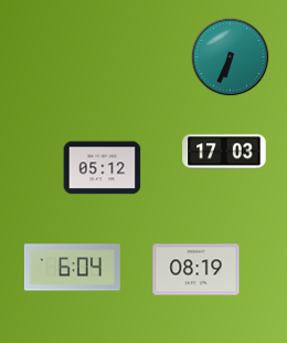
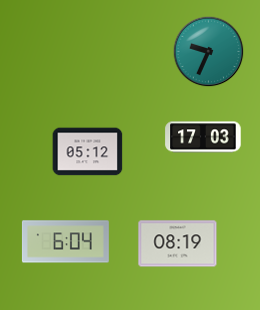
clock at (231, 58): 6:34 -> 9:34
clock at (103, 168) position: (103, 168) -> (88, 152)
